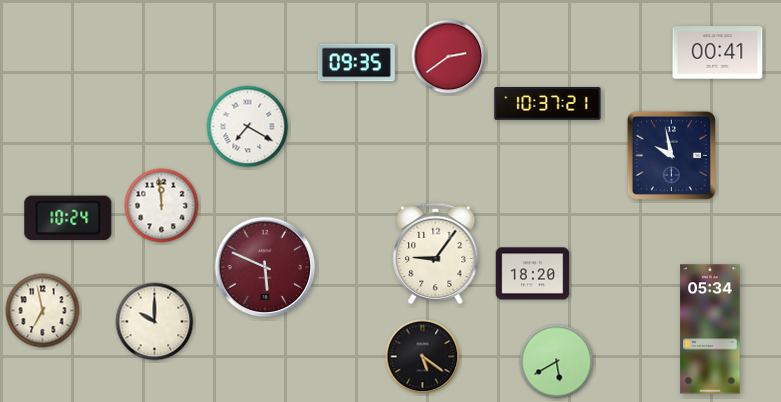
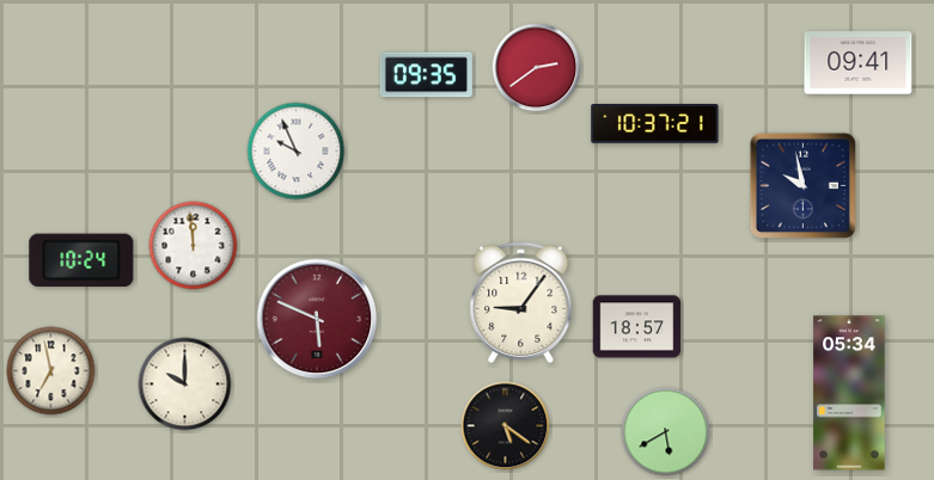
clock at (718, 53): 00:41 -> 09:41
clock at (248, 127): 7:20 -> 9:56
clock at (533, 274): 18:20 -> 18:57
